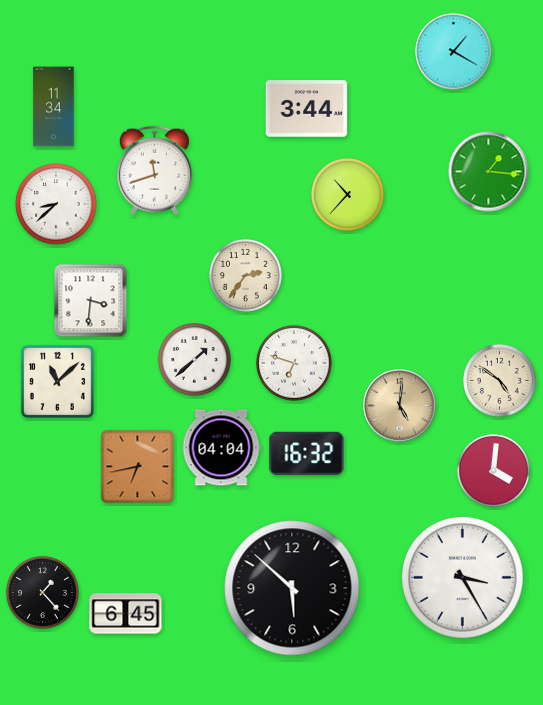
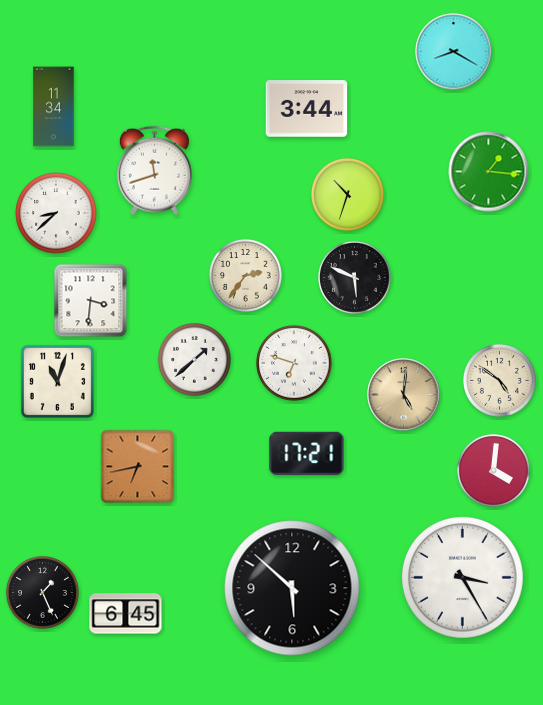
clock at (454, 52): 1:20 -> 8:20
clock at (347, 194): 10:37 -> 10:33
clock at (56, 204) position: (56, 204) -> (56, 213)
clock at (354, 277): none -> 5:49
clock at (57, 381): 11:08 -> 11:03
clock at (400, 406) position: (400, 406) -> (404, 395)
clock at (221, 448): 04:04 -> none
clock at (307, 453): 16:32 -> 17:21
clock at (42, 592): 1:23 -> 1:26
